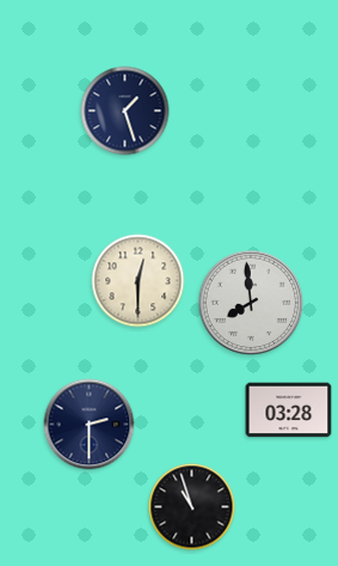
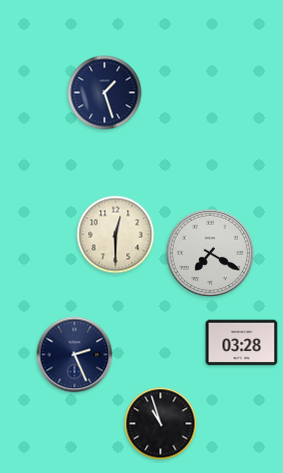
clock at (251, 303): 7:59 -> 7:20
clock at (90, 425): 2:30 -> 2:26
